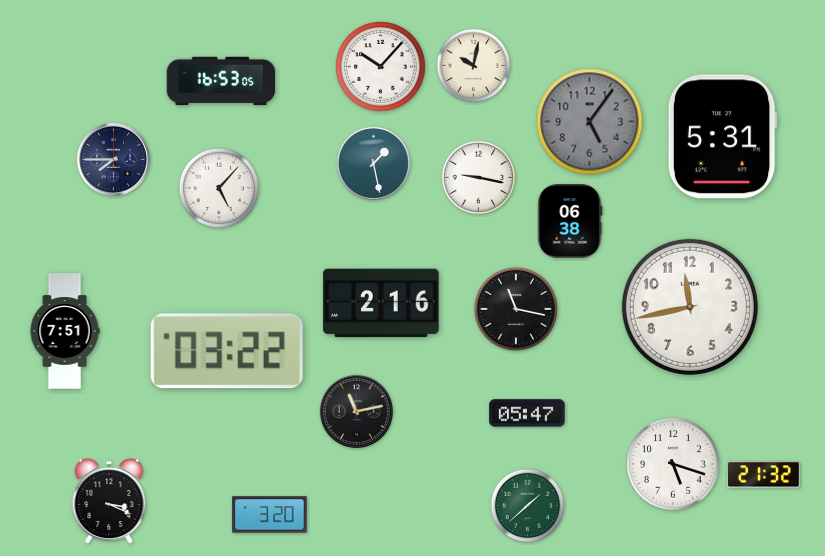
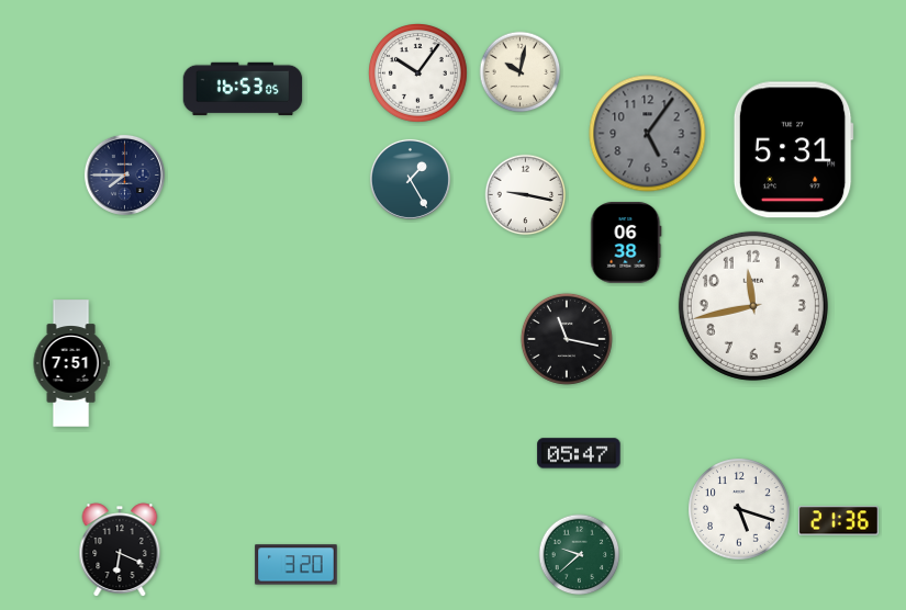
clock at (381, 67): 10:07 -> 10:06
clock at (373, 163): 1:28 -> 1:25
clock at (219, 188): 5:07 -> none
clock at (381, 303): 2:16 -> none
clock at (690, 307) position: (690, 307) -> (753, 306)
clock at (227, 351): 03:22 -> none
clock at (356, 411): 11:13 -> none
clock at (763, 475): 21:32 -> 21:36
clock at (109, 501): 3:19 -> 6:19
clock at (528, 506): 1:38 -> 9:38
